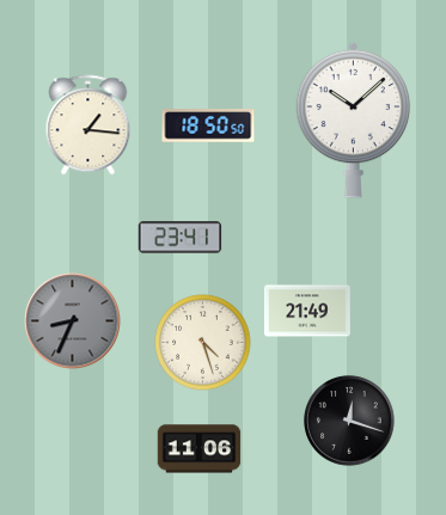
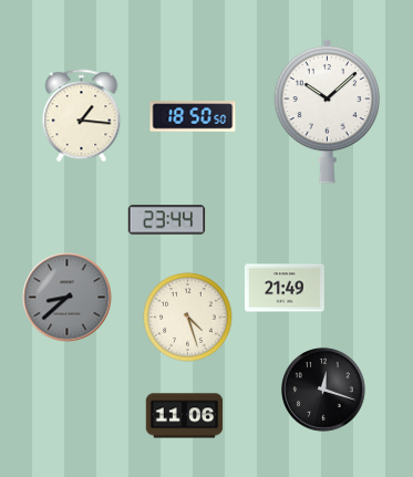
clock at (181, 238): 23:41 -> 23:44
clock at (73, 321): 8:34 -> 8:38
